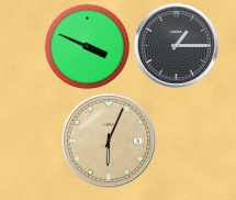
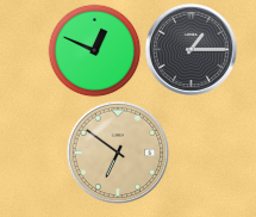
clock at (87, 46): 3:49 -> 12:49
clock at (109, 141): 6:04 -> 6:51
